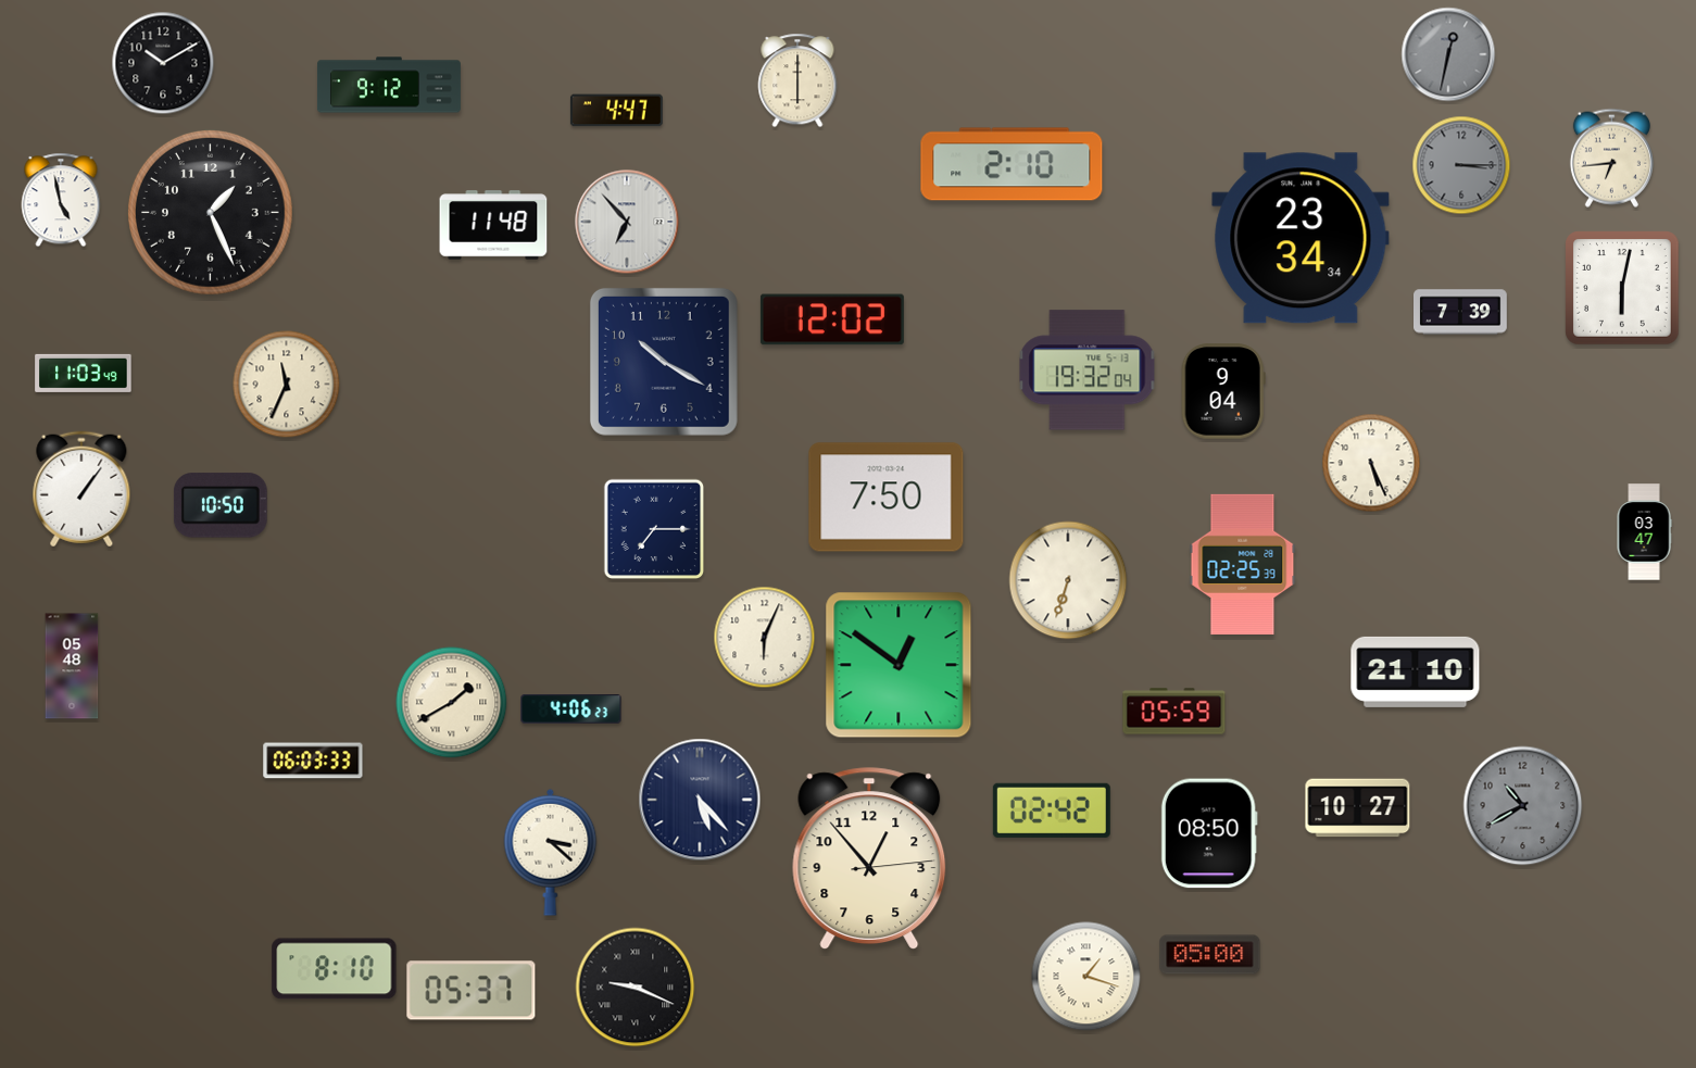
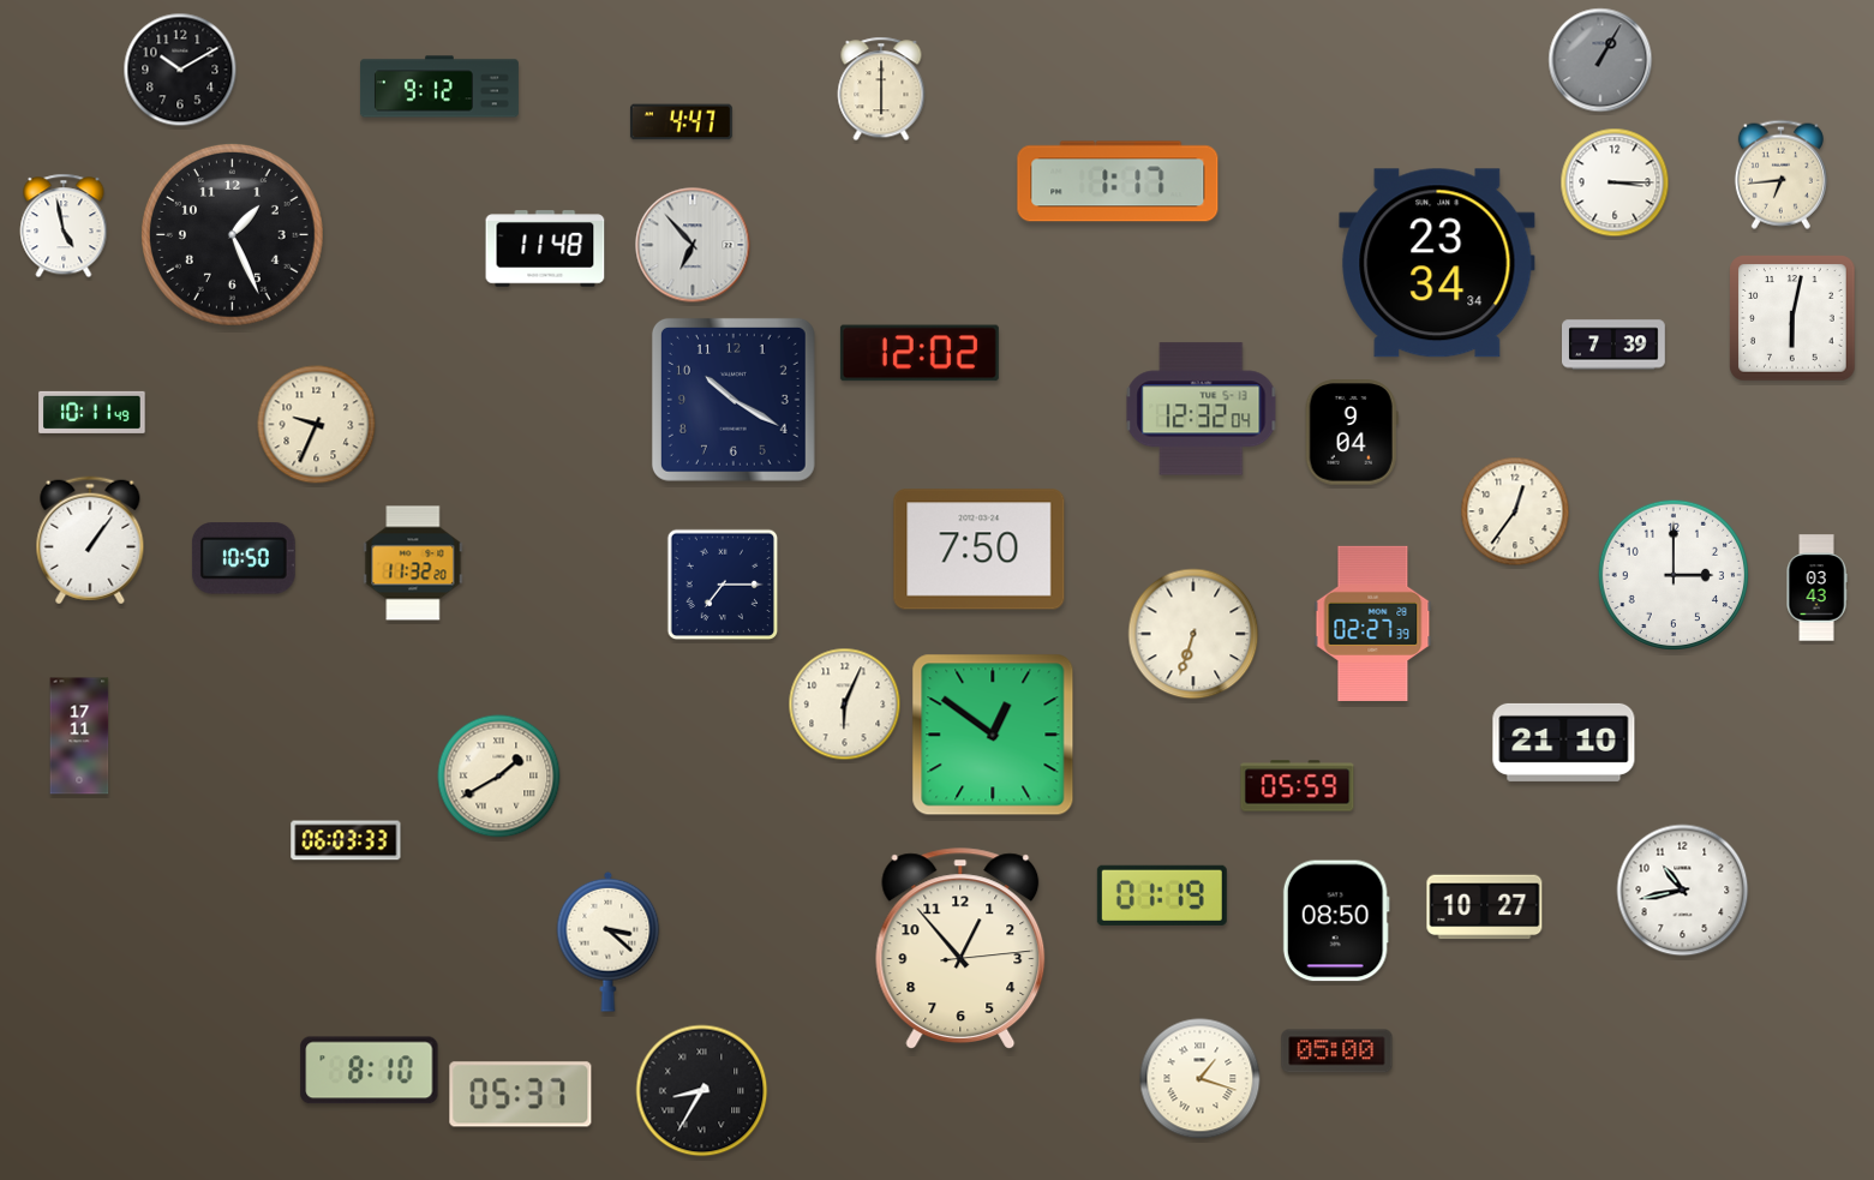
clock at (1448, 54): 12:32 -> 1:05
clock at (389, 85) position: (389, 85) -> (439, 86)
clock at (1012, 164): 2:10 -> 1:17
clock at (1461, 165) dial: grey -> white
clock at (61, 200) position: (61, 200) -> (64, 226)
clock at (1088, 370): 19:32 -> 12:32
clock at (84, 373): 11:03 -> 10:11
clock at (287, 385): 11:34 -> 9:34
clock at (1371, 463): 5:26 -> 12:36
clock at (413, 563): none -> 11:32
clock at (1672, 574): none -> 3:00
clock at (1644, 532): 03:47 -> 03:43
clock at (1243, 564): 02:25 -> 02:27
clock at (1068, 580) position: (1068, 580) -> (1193, 634)
clock at (72, 666): 05:48 -> 17:11
clock at (571, 709): 4:06 -> none
clock at (700, 800): 5:23 -> none
clock at (1523, 806): 10:40 -> 10:43
clock at (1523, 806) dial: grey -> white
clock at (1358, 808) position: (1358, 808) -> (1485, 908)
clock at (1052, 811): 02:42 -> 01:19
clock at (1210, 955) position: (1210, 955) -> (1337, 1052)
clock at (636, 988): 9:19 -> 8:35
